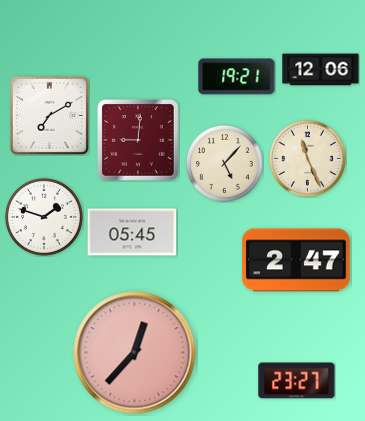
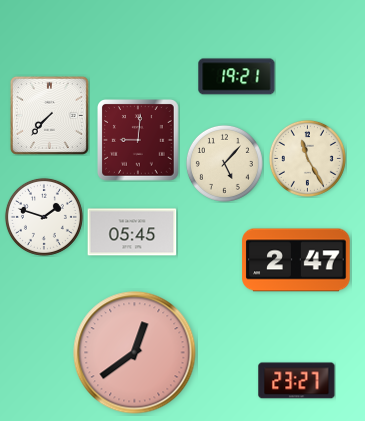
clock at (321, 70): 12:06 -> none
clock at (49, 115): 7:10 -> 7:37
clock at (307, 158): 11:26 -> 11:25
clock at (135, 353): 12:37 -> 12:39
